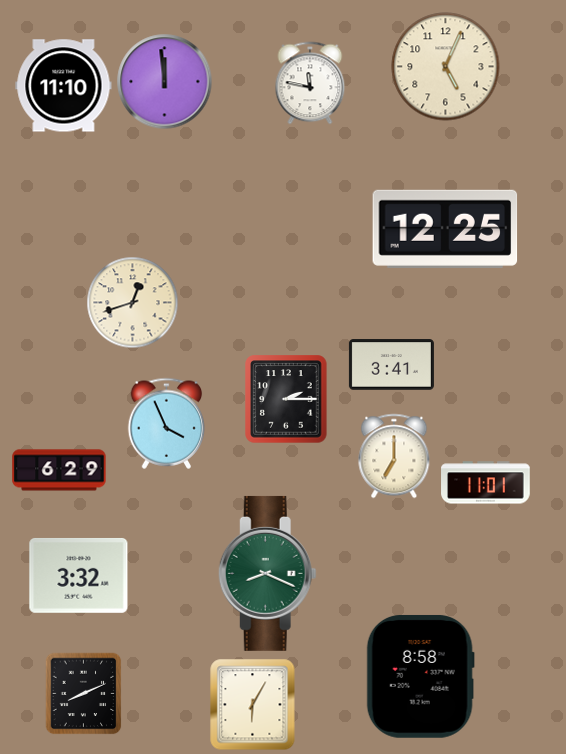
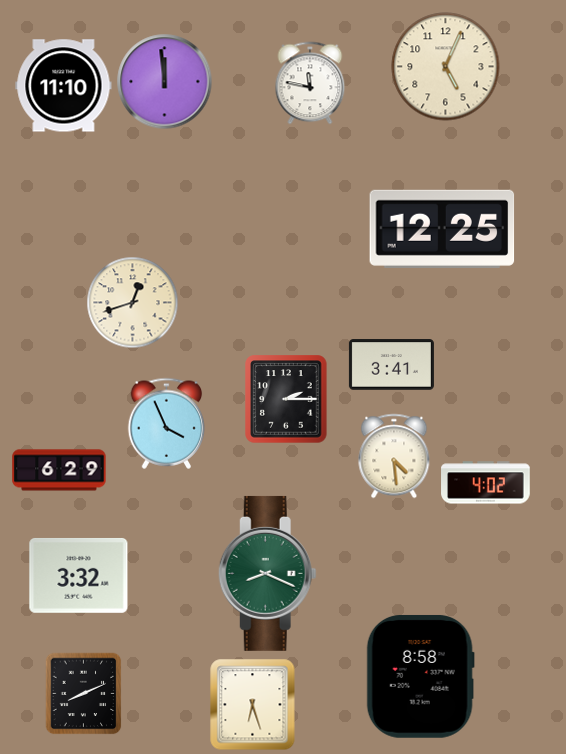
clock at (445, 229) position: (445, 229) -> (442, 229)
clock at (394, 456): 7:00 -> 4:29
clock at (486, 483): 11:01 -> 4:02
clock at (253, 705): 6:05 -> 6:27
